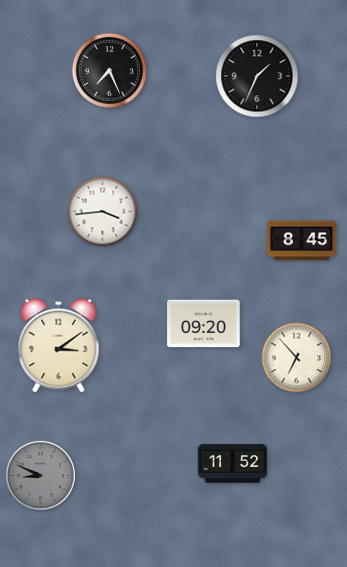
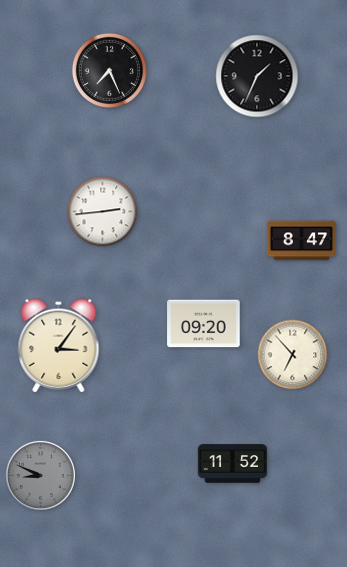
clock at (103, 212): 3:44 -> 2:44
clock at (302, 241): 8:45 -> 8:47
clock at (59, 346): 3:09 -> 3:06
clock at (297, 358) position: (297, 358) -> (293, 355)
